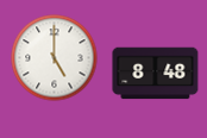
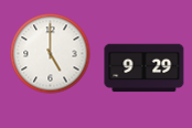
clock at (156, 74): 8:48 -> 9:29
